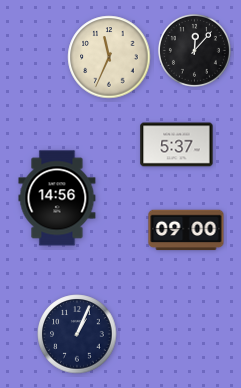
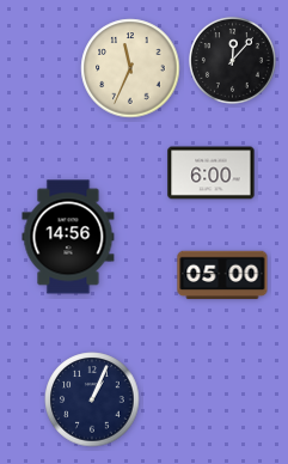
clock at (177, 145): 5:37 -> 6:00
clock at (186, 230): 09:00 -> 05:00
